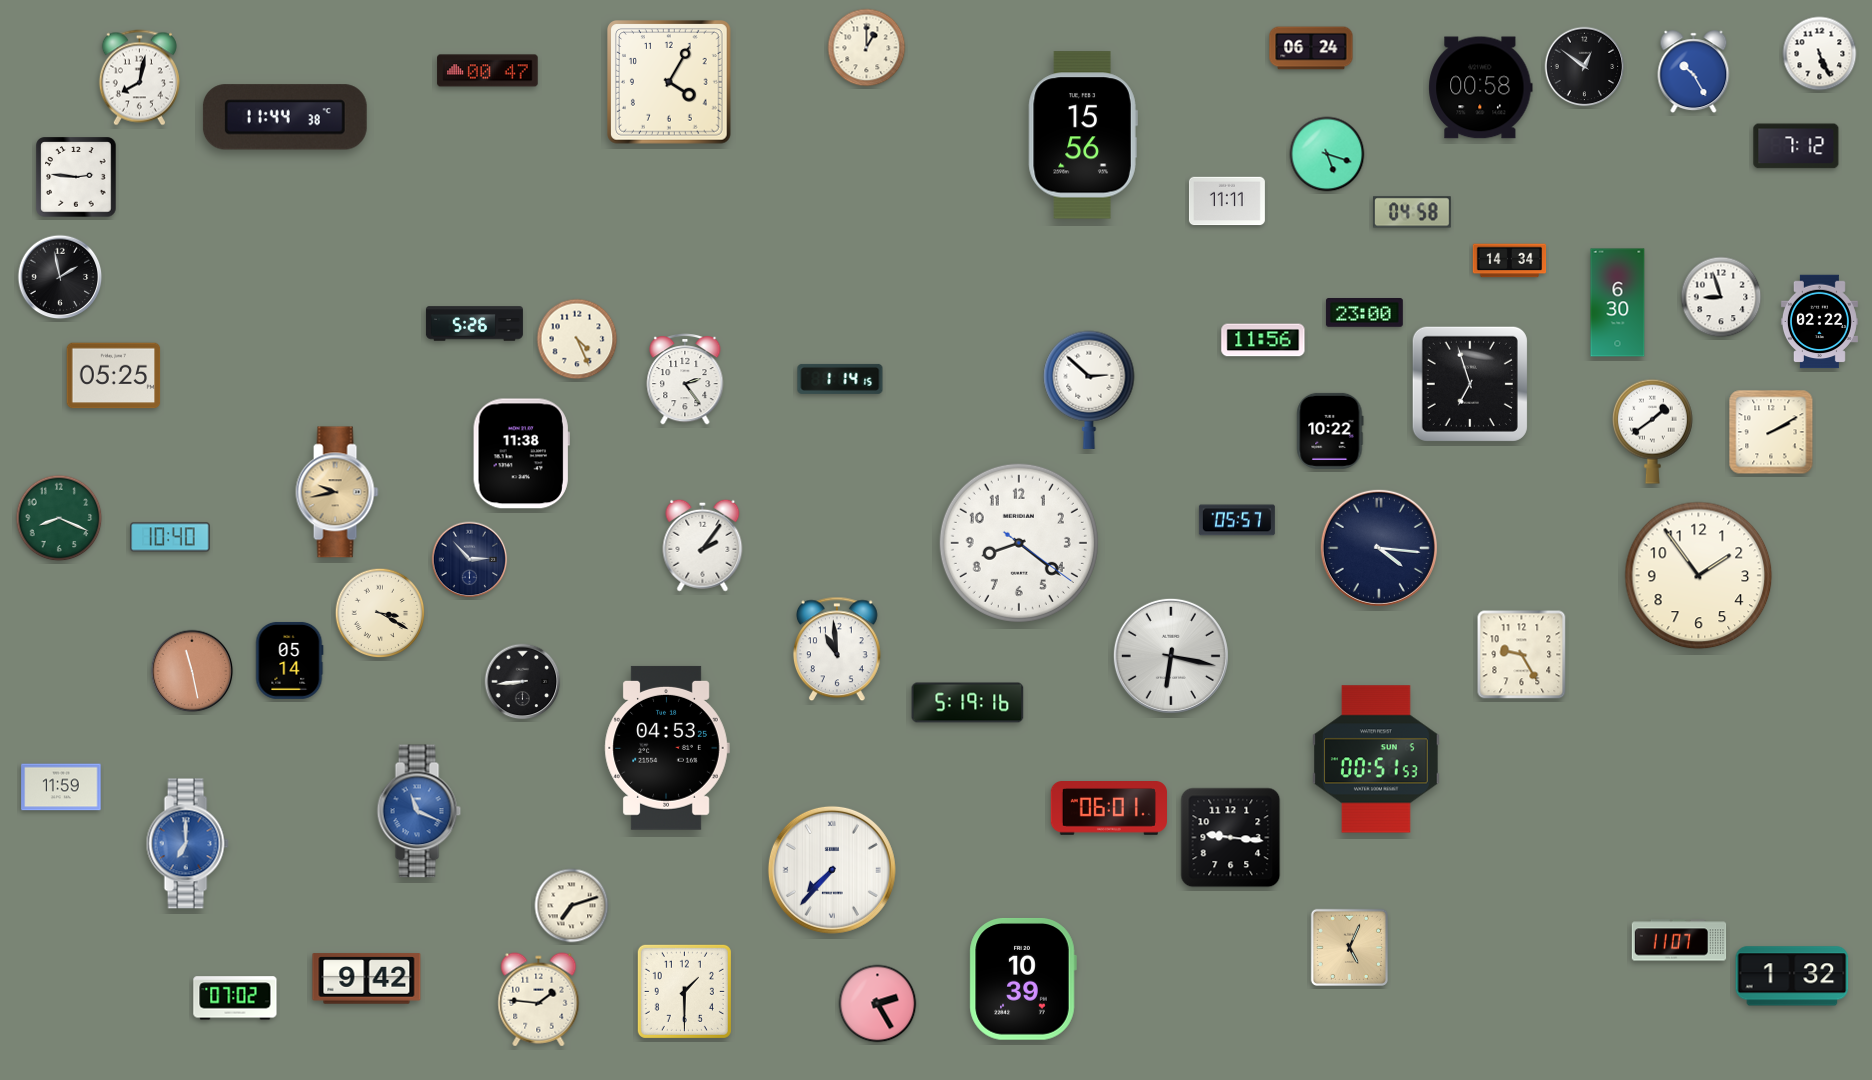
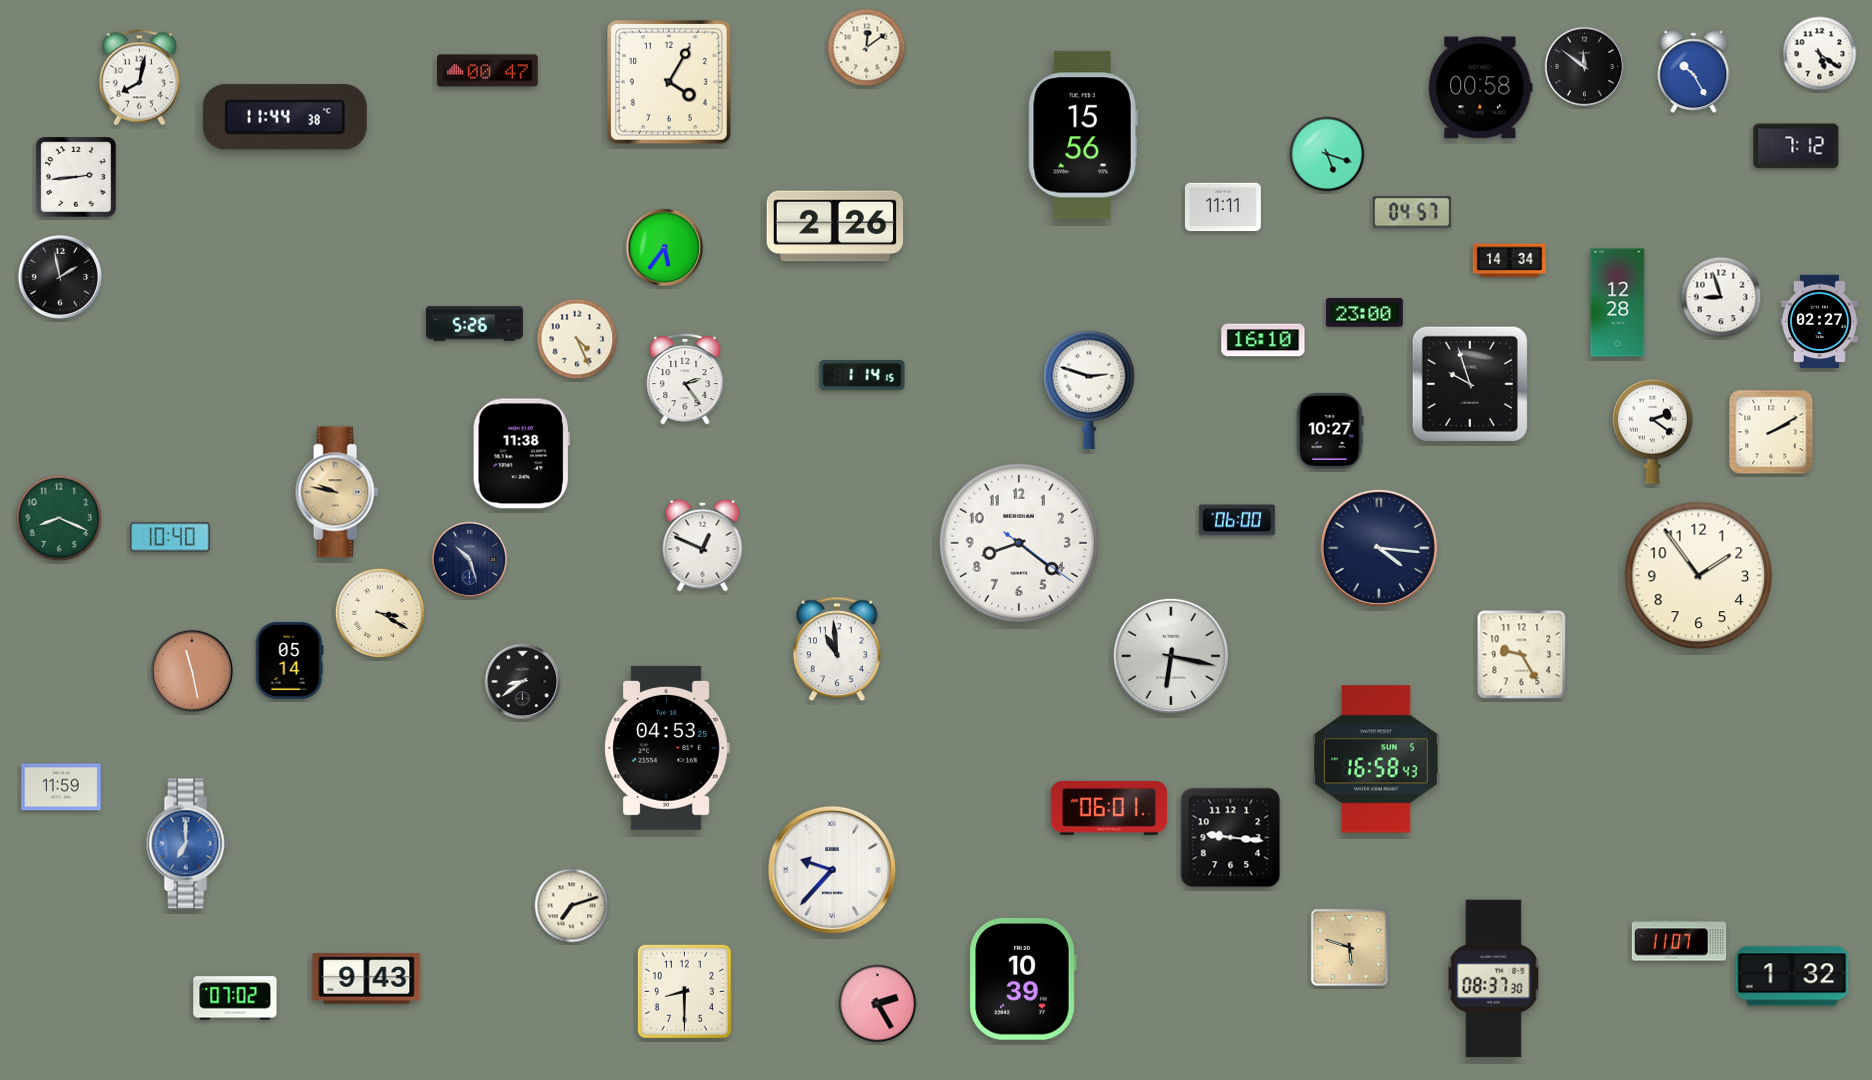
clock at (867, 48): 1:00 -> 12:09
clock at (1311, 48): 06:24 -> none
clock at (1820, 54): 5:26 -> 5:21
clock at (1585, 67): 12:51 -> 11:51
clock at (76, 177): 2:46 -> 2:44
clock at (1227, 201) position: (1227, 201) -> (1223, 207)
clock at (1413, 212): 04:58 -> 04:57
clock at (835, 226): none -> 2:26
clock at (665, 248): none -> 5:36
clock at (1618, 303): 6:30 -> 12:28
clock at (1819, 322): 02:22 -> 02:27
clock at (1263, 340): 11:56 -> 16:10
clock at (114, 376): 05:25 -> none
clock at (840, 379) position: (840, 379) -> (862, 375)
clock at (1470, 384): 6:57 -> 9:57
clock at (1089, 390): 2:52 -> 2:48
clock at (1330, 431): 10:22 -> 10:27
clock at (1652, 431): 1:39 -> 2:21
clock at (337, 492): 9:43 -> 9:47
clock at (1237, 520): 05:57 -> 06:00
clock at (703, 545): 2:06 -> 12:49
clock at (470, 560): 2:53 -> 10:27
clock at (523, 682): 8:44 -> 8:39
clock at (968, 703): 5:19 -> none
clock at (1377, 759): 00:51 -> 16:58
clock at (419, 811): 11:19 -> none
clock at (832, 870): 7:37 -> 9:37
clock at (1349, 947): 5:04 -> 5:48
clock at (367, 979): 9:42 -> 9:43
clock at (1494, 979): none -> 08:37
clock at (684, 991): 1:30 -> 8:30
clock at (539, 1000): 1:46 -> none
